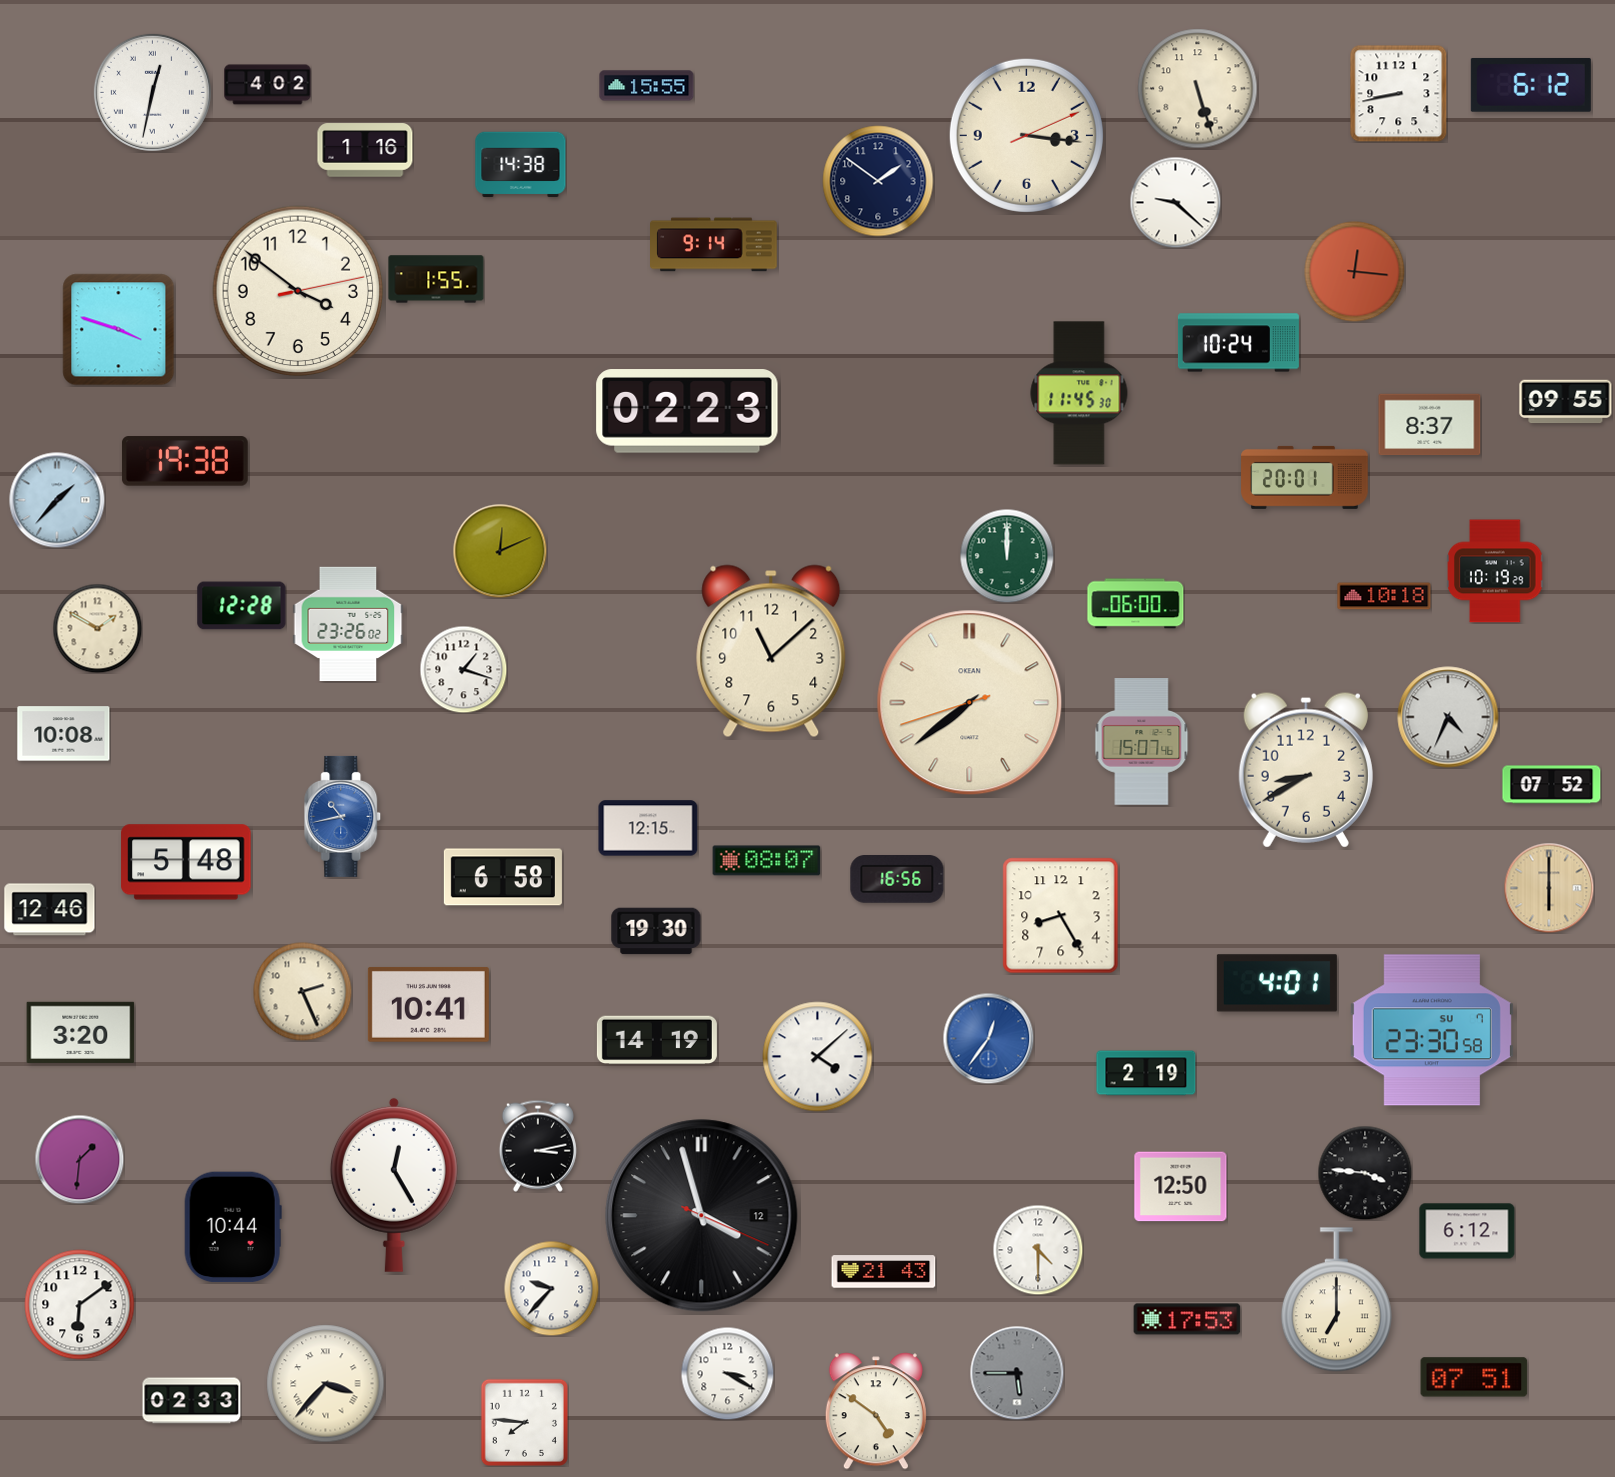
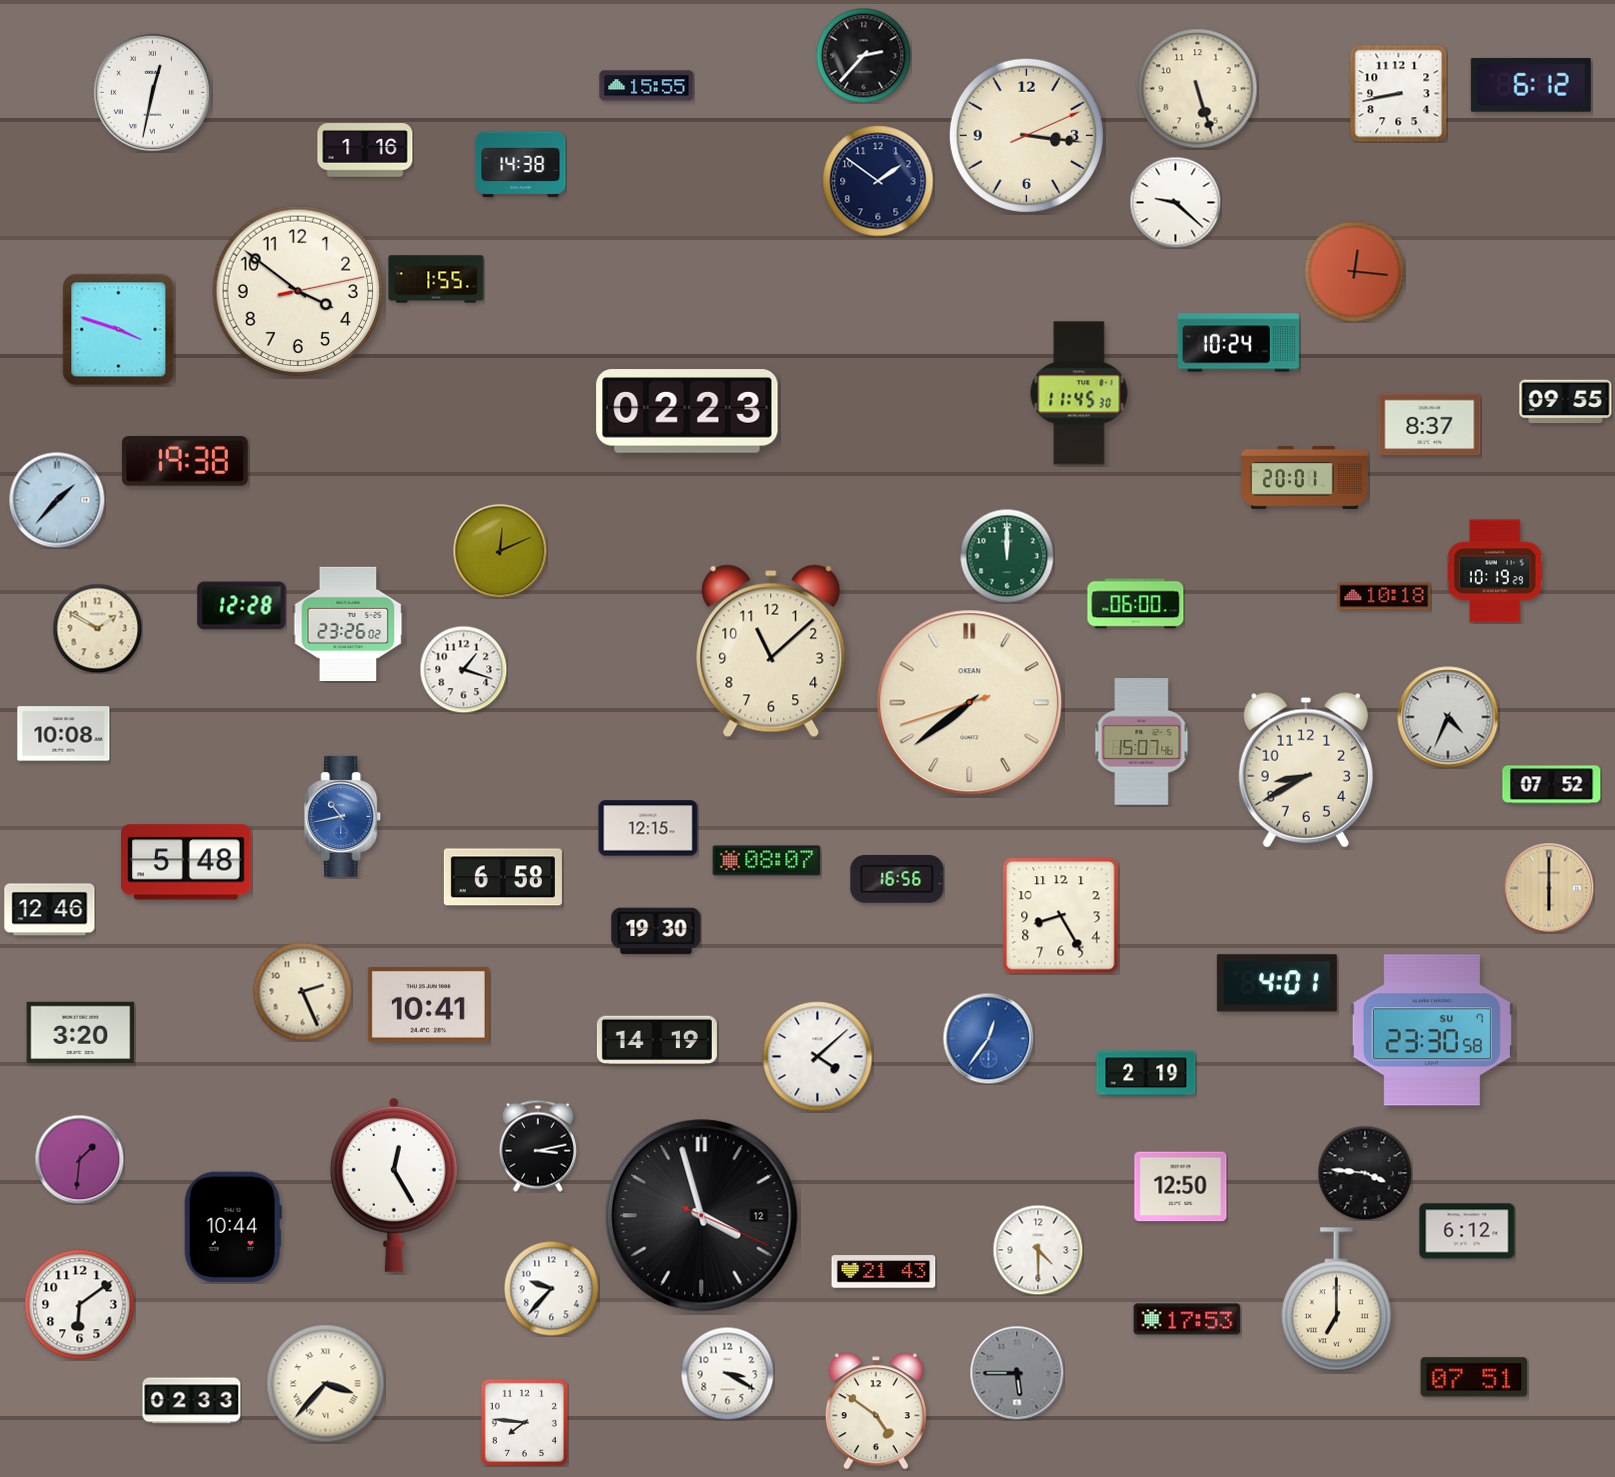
clock at (863, 55): none -> 2:37
clock at (268, 85): 4:02 -> none
clock at (714, 245): 9:14 -> none
